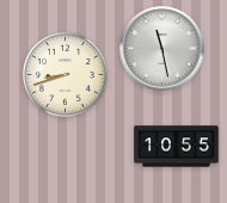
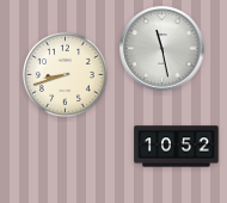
clock at (177, 147): 10:55 -> 10:52
